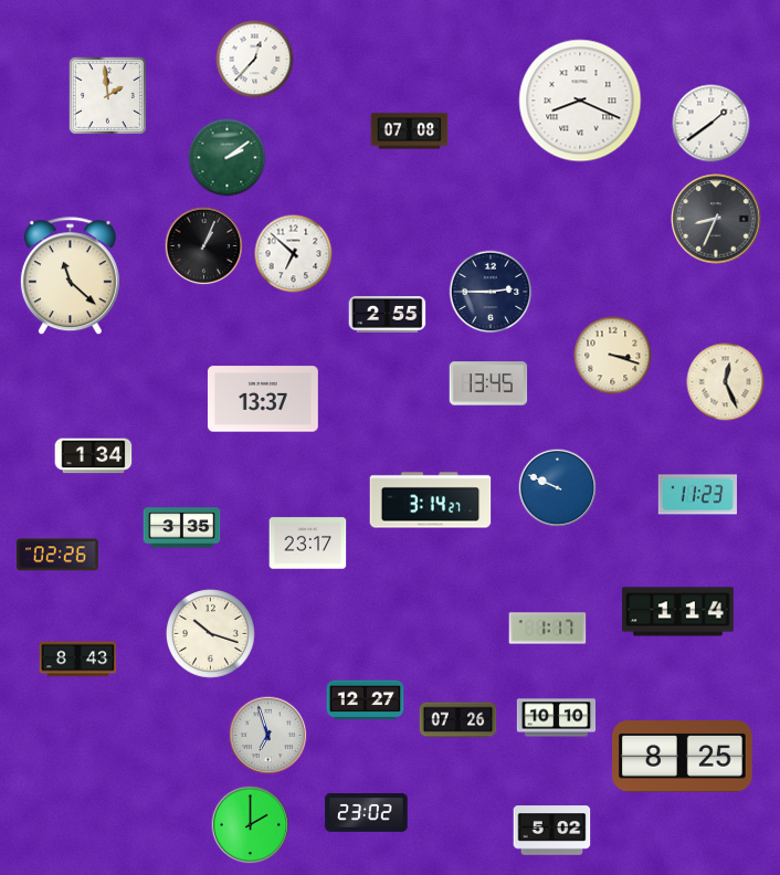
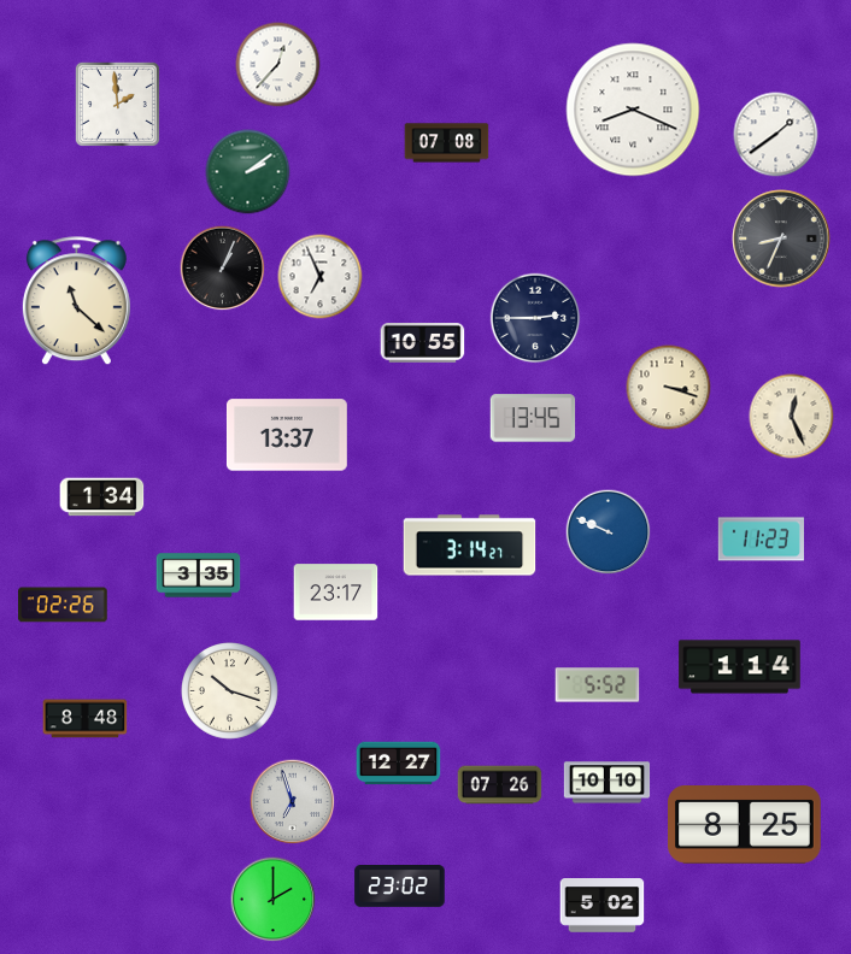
clock at (294, 254): 6:52 -> 6:56
clock at (388, 315): 2:55 -> 10:55
clock at (548, 629): 1:17 -> 5:52
clock at (78, 660): 8:43 -> 8:48
